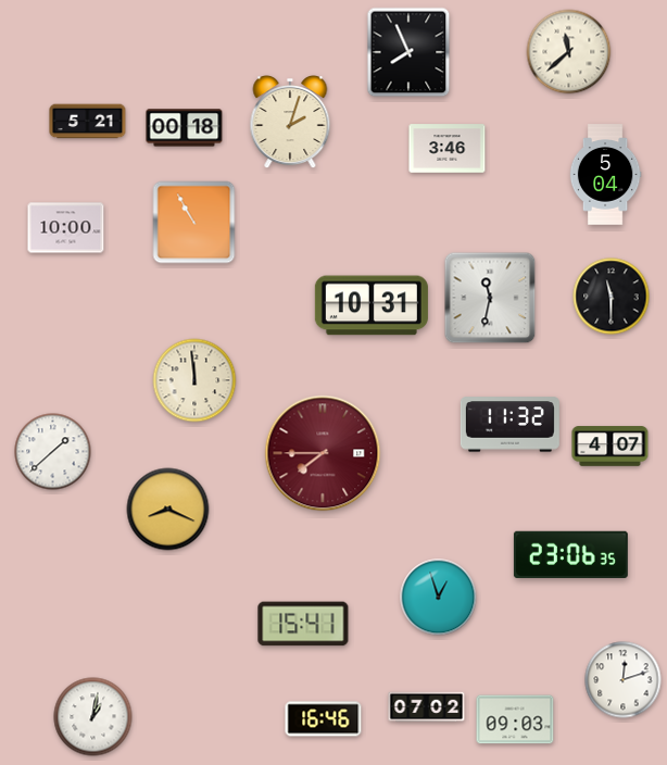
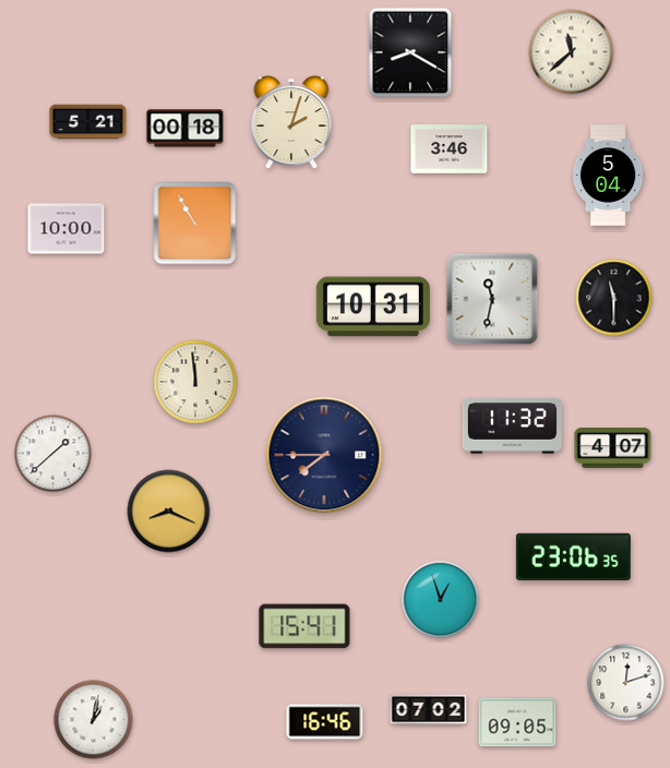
clock at (408, 52): 7:56 -> 8:20
clock at (323, 453) dial: burgundy -> navy
clock at (515, 719): 09:03 -> 09:05
